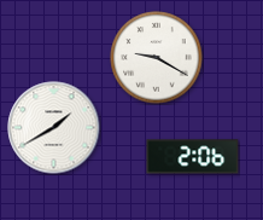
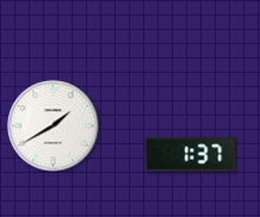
clock at (157, 58): 9:20 -> none
clock at (193, 157): 2:06 -> 1:37
